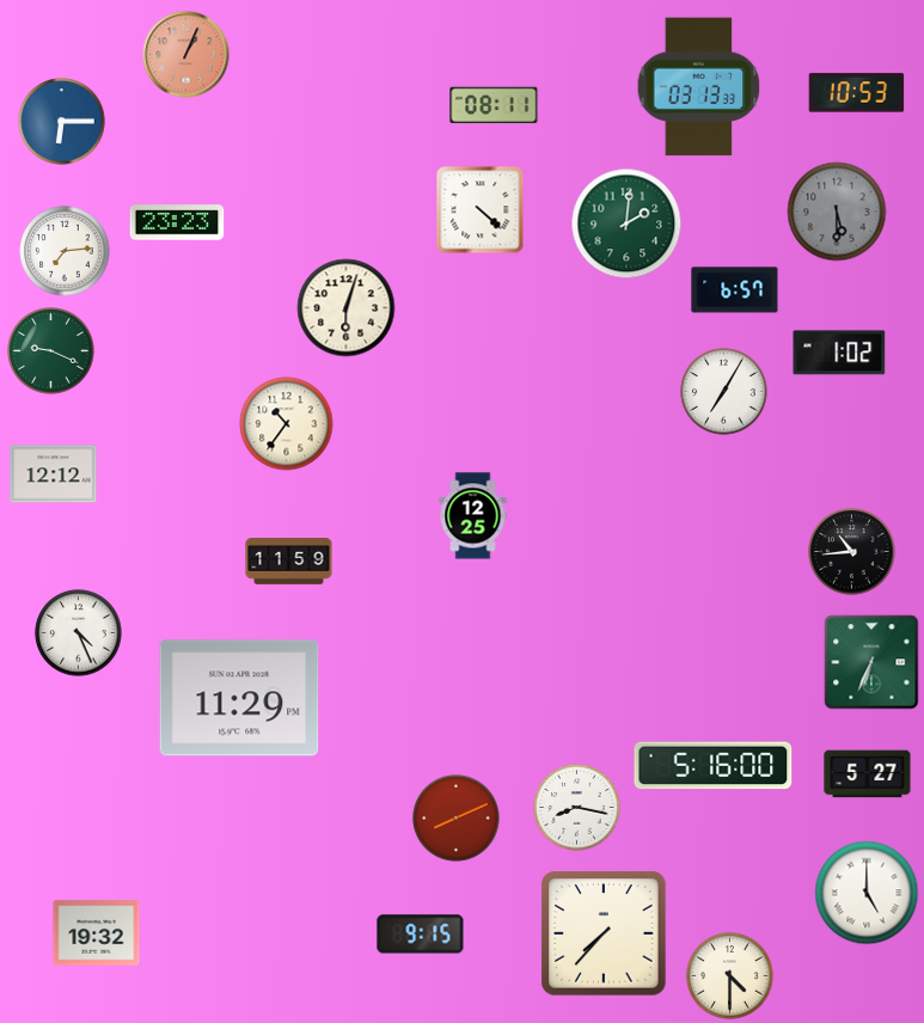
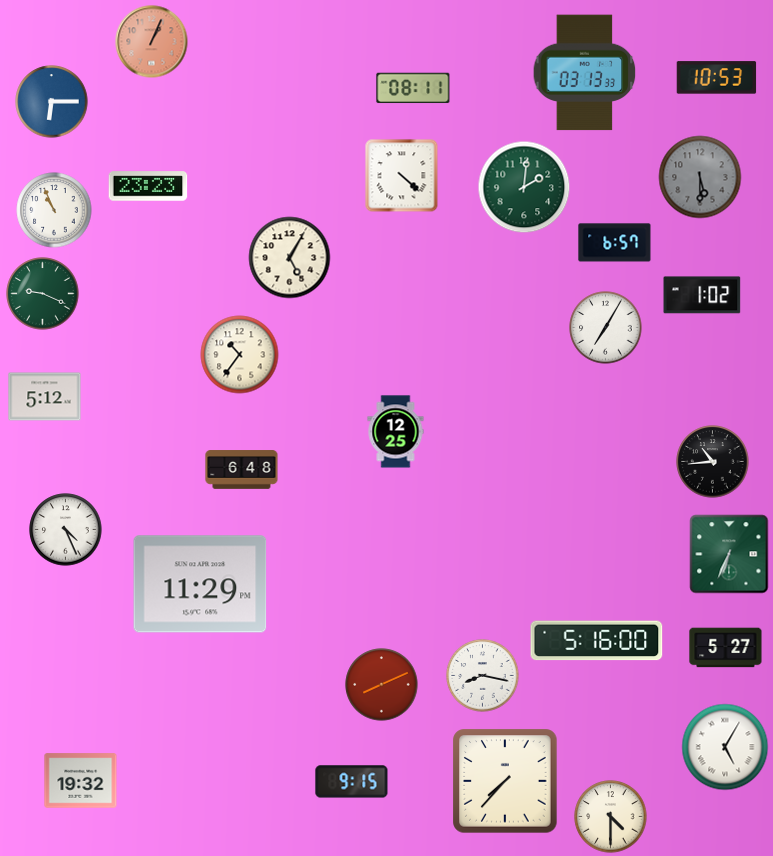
clock at (186, 55) position: (186, 55) -> (152, 42)
clock at (65, 251): 7:14 -> 10:56
clock at (347, 308): 6:03 -> 5:05
clock at (54, 474): 12:12 -> 5:12
clock at (289, 562): 11:59 -> 6:48
clock at (867, 893): 5:00 -> 5:05
